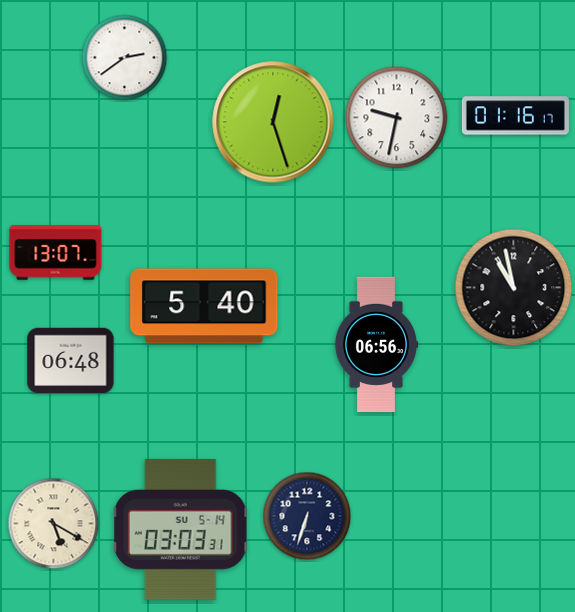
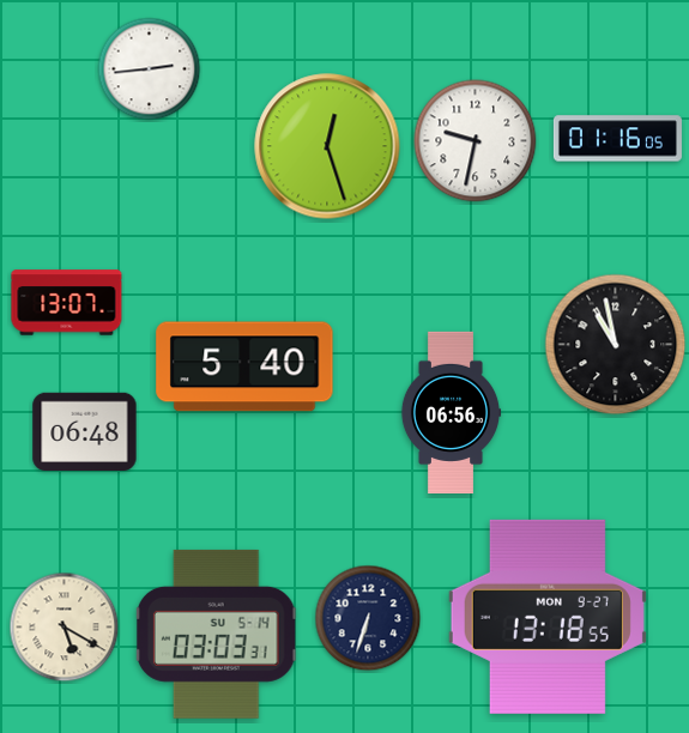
clock at (125, 58): 2:39 -> 2:44
clock at (515, 116): 01:16:17 -> 01:16:05
clock at (548, 617): none -> 13:18
